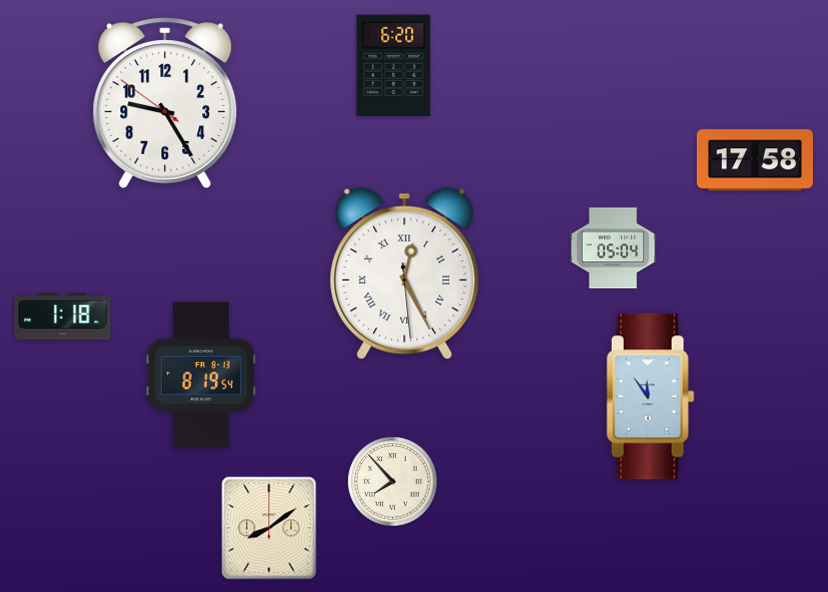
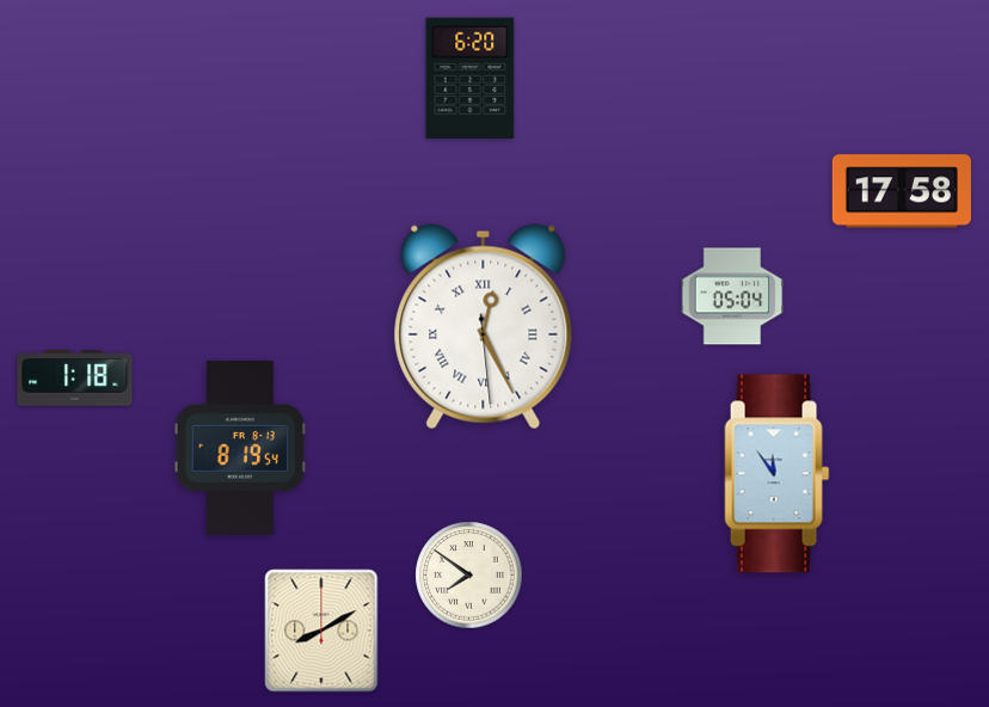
clock at (165, 103): 9:24 -> none
clock at (393, 482): 7:53 -> 7:51
clock at (269, 528): 8:09 -> 8:10
